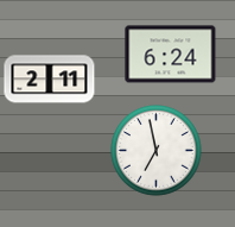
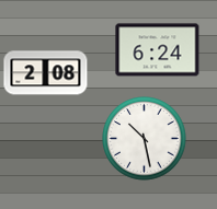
clock at (50, 80): 2:11 -> 2:08
clock at (157, 151): 6:58 -> 10:28
